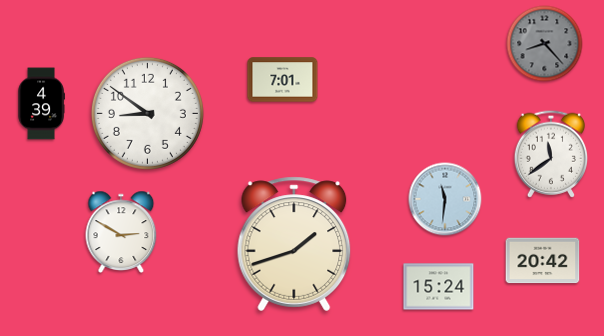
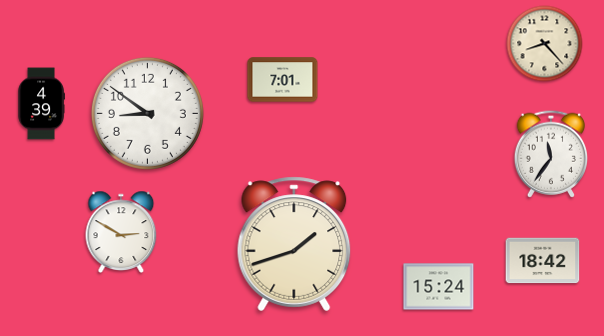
clock at (545, 44) dial: grey -> cream
clock at (550, 154): 11:39 -> 11:36
clock at (445, 199): 11:31 -> none
clock at (543, 261): 20:42 -> 18:42
